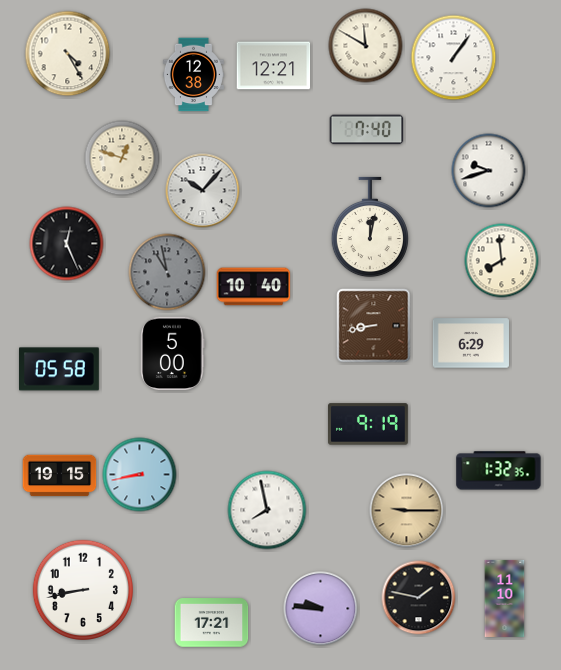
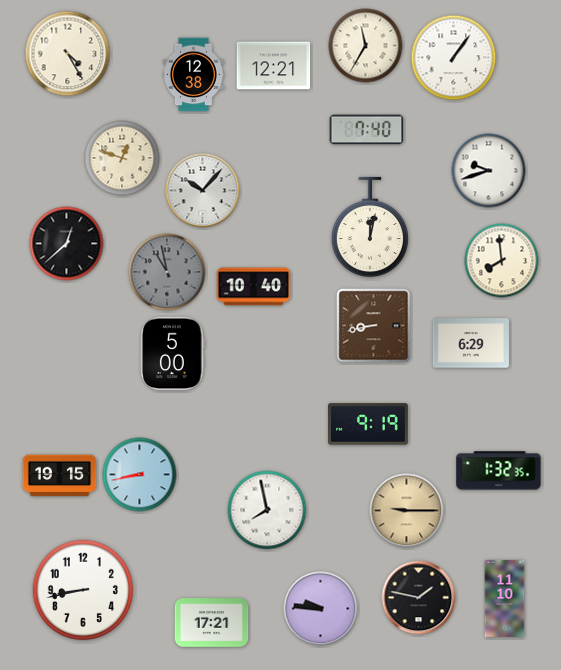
clock at (366, 46): 11:50 -> 11:35
clock at (67, 244): 12:26 -> 12:38
clock at (60, 369): 05:58 -> none
